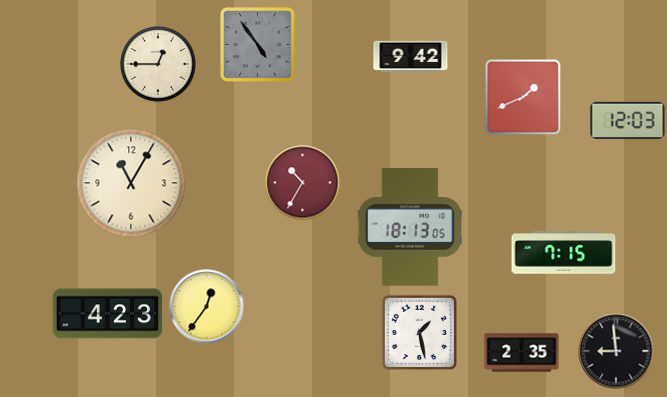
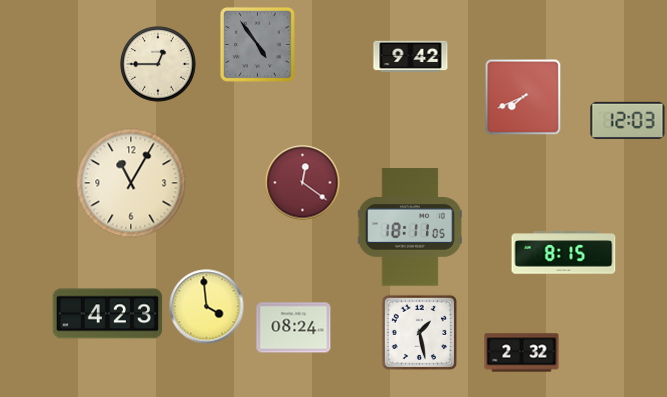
clock at (523, 97): 1:41 -> 7:41
clock at (303, 183): 10:35 -> 12:21
clock at (409, 227): 18:13 -> 18:11
clock at (564, 253): 7:15 -> 8:15
clock at (207, 307): 12:36 -> 3:59
clock at (294, 328): none -> 08:24
clock at (616, 351): 8:59 -> none
clock at (522, 353): 2:35 -> 2:32
